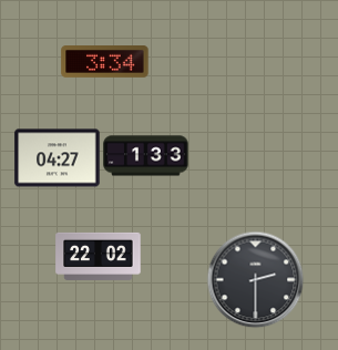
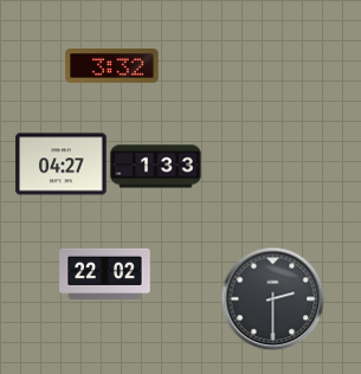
clock at (105, 62): 3:34 -> 3:32
clock at (58, 158) position: (58, 158) -> (62, 165)
